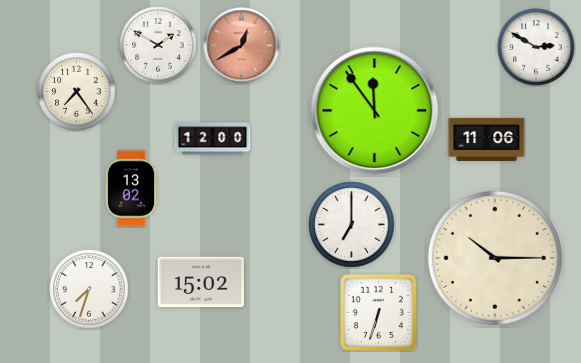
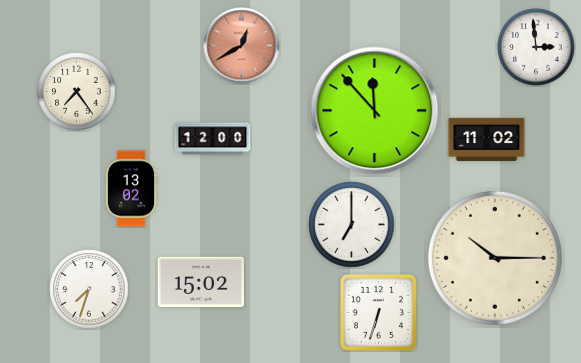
clock at (158, 45): 1:50 -> none
clock at (536, 47): 2:50 -> 2:59
clock at (375, 111): 11:54 -> 11:53
clock at (487, 139): 11:06 -> 11:02
